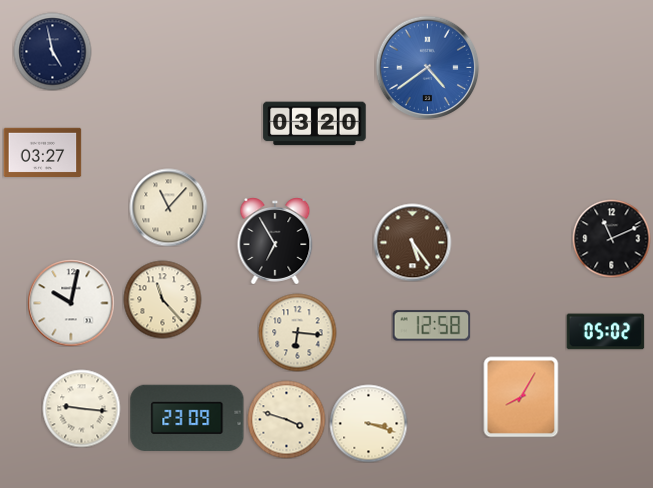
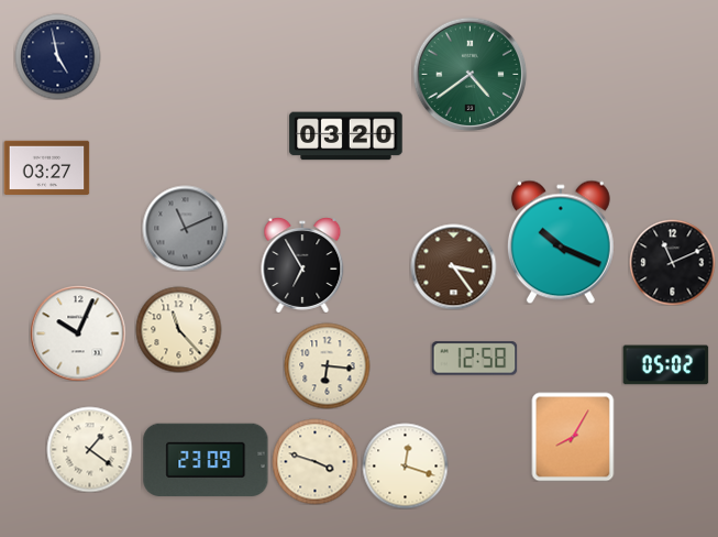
clock at (427, 67) dial: blue -> green
clock at (168, 207): 11:07 -> 11:11
clock at (168, 207) dial: cream -> grey
clock at (561, 242): none -> 10:19
clock at (412, 242): 5:24 -> 3:24
clock at (71, 303): 10:02 -> 10:04
clock at (81, 408): 9:16 -> 1:21
clock at (368, 423): 3:18 -> 12:18
